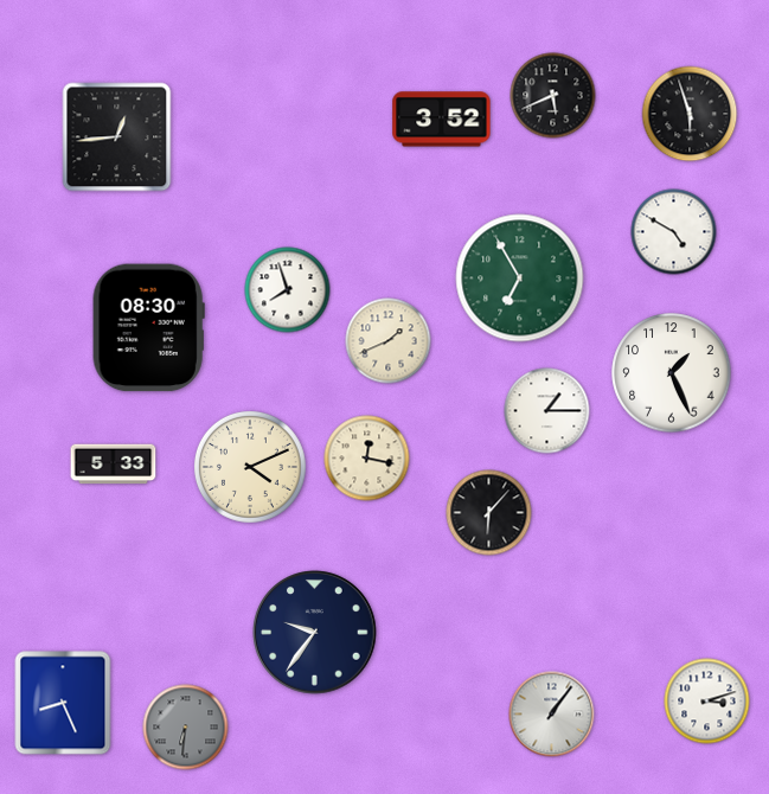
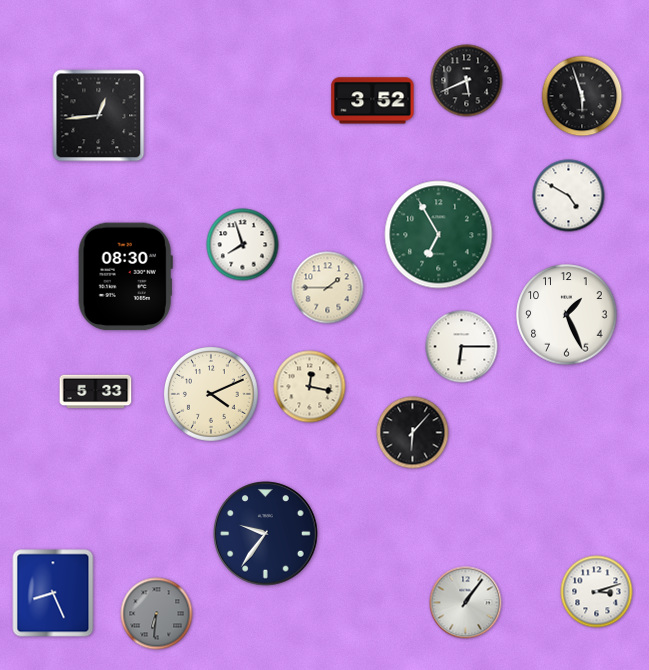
clock at (389, 341): 1:41 -> 1:45
clock at (547, 411): 1:15 -> 6:15
